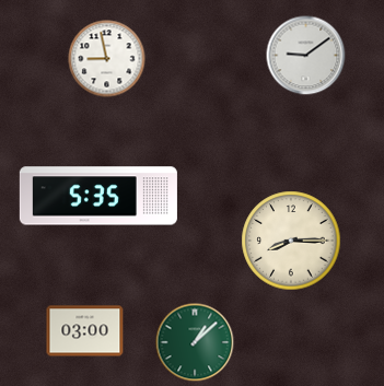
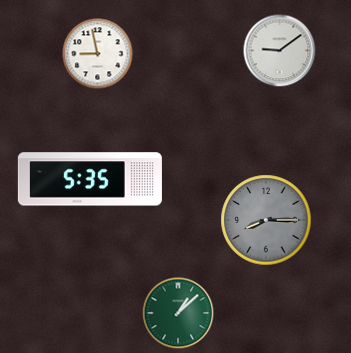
clock at (291, 241) dial: cream -> grey
clock at (85, 331): 03:00 -> none
